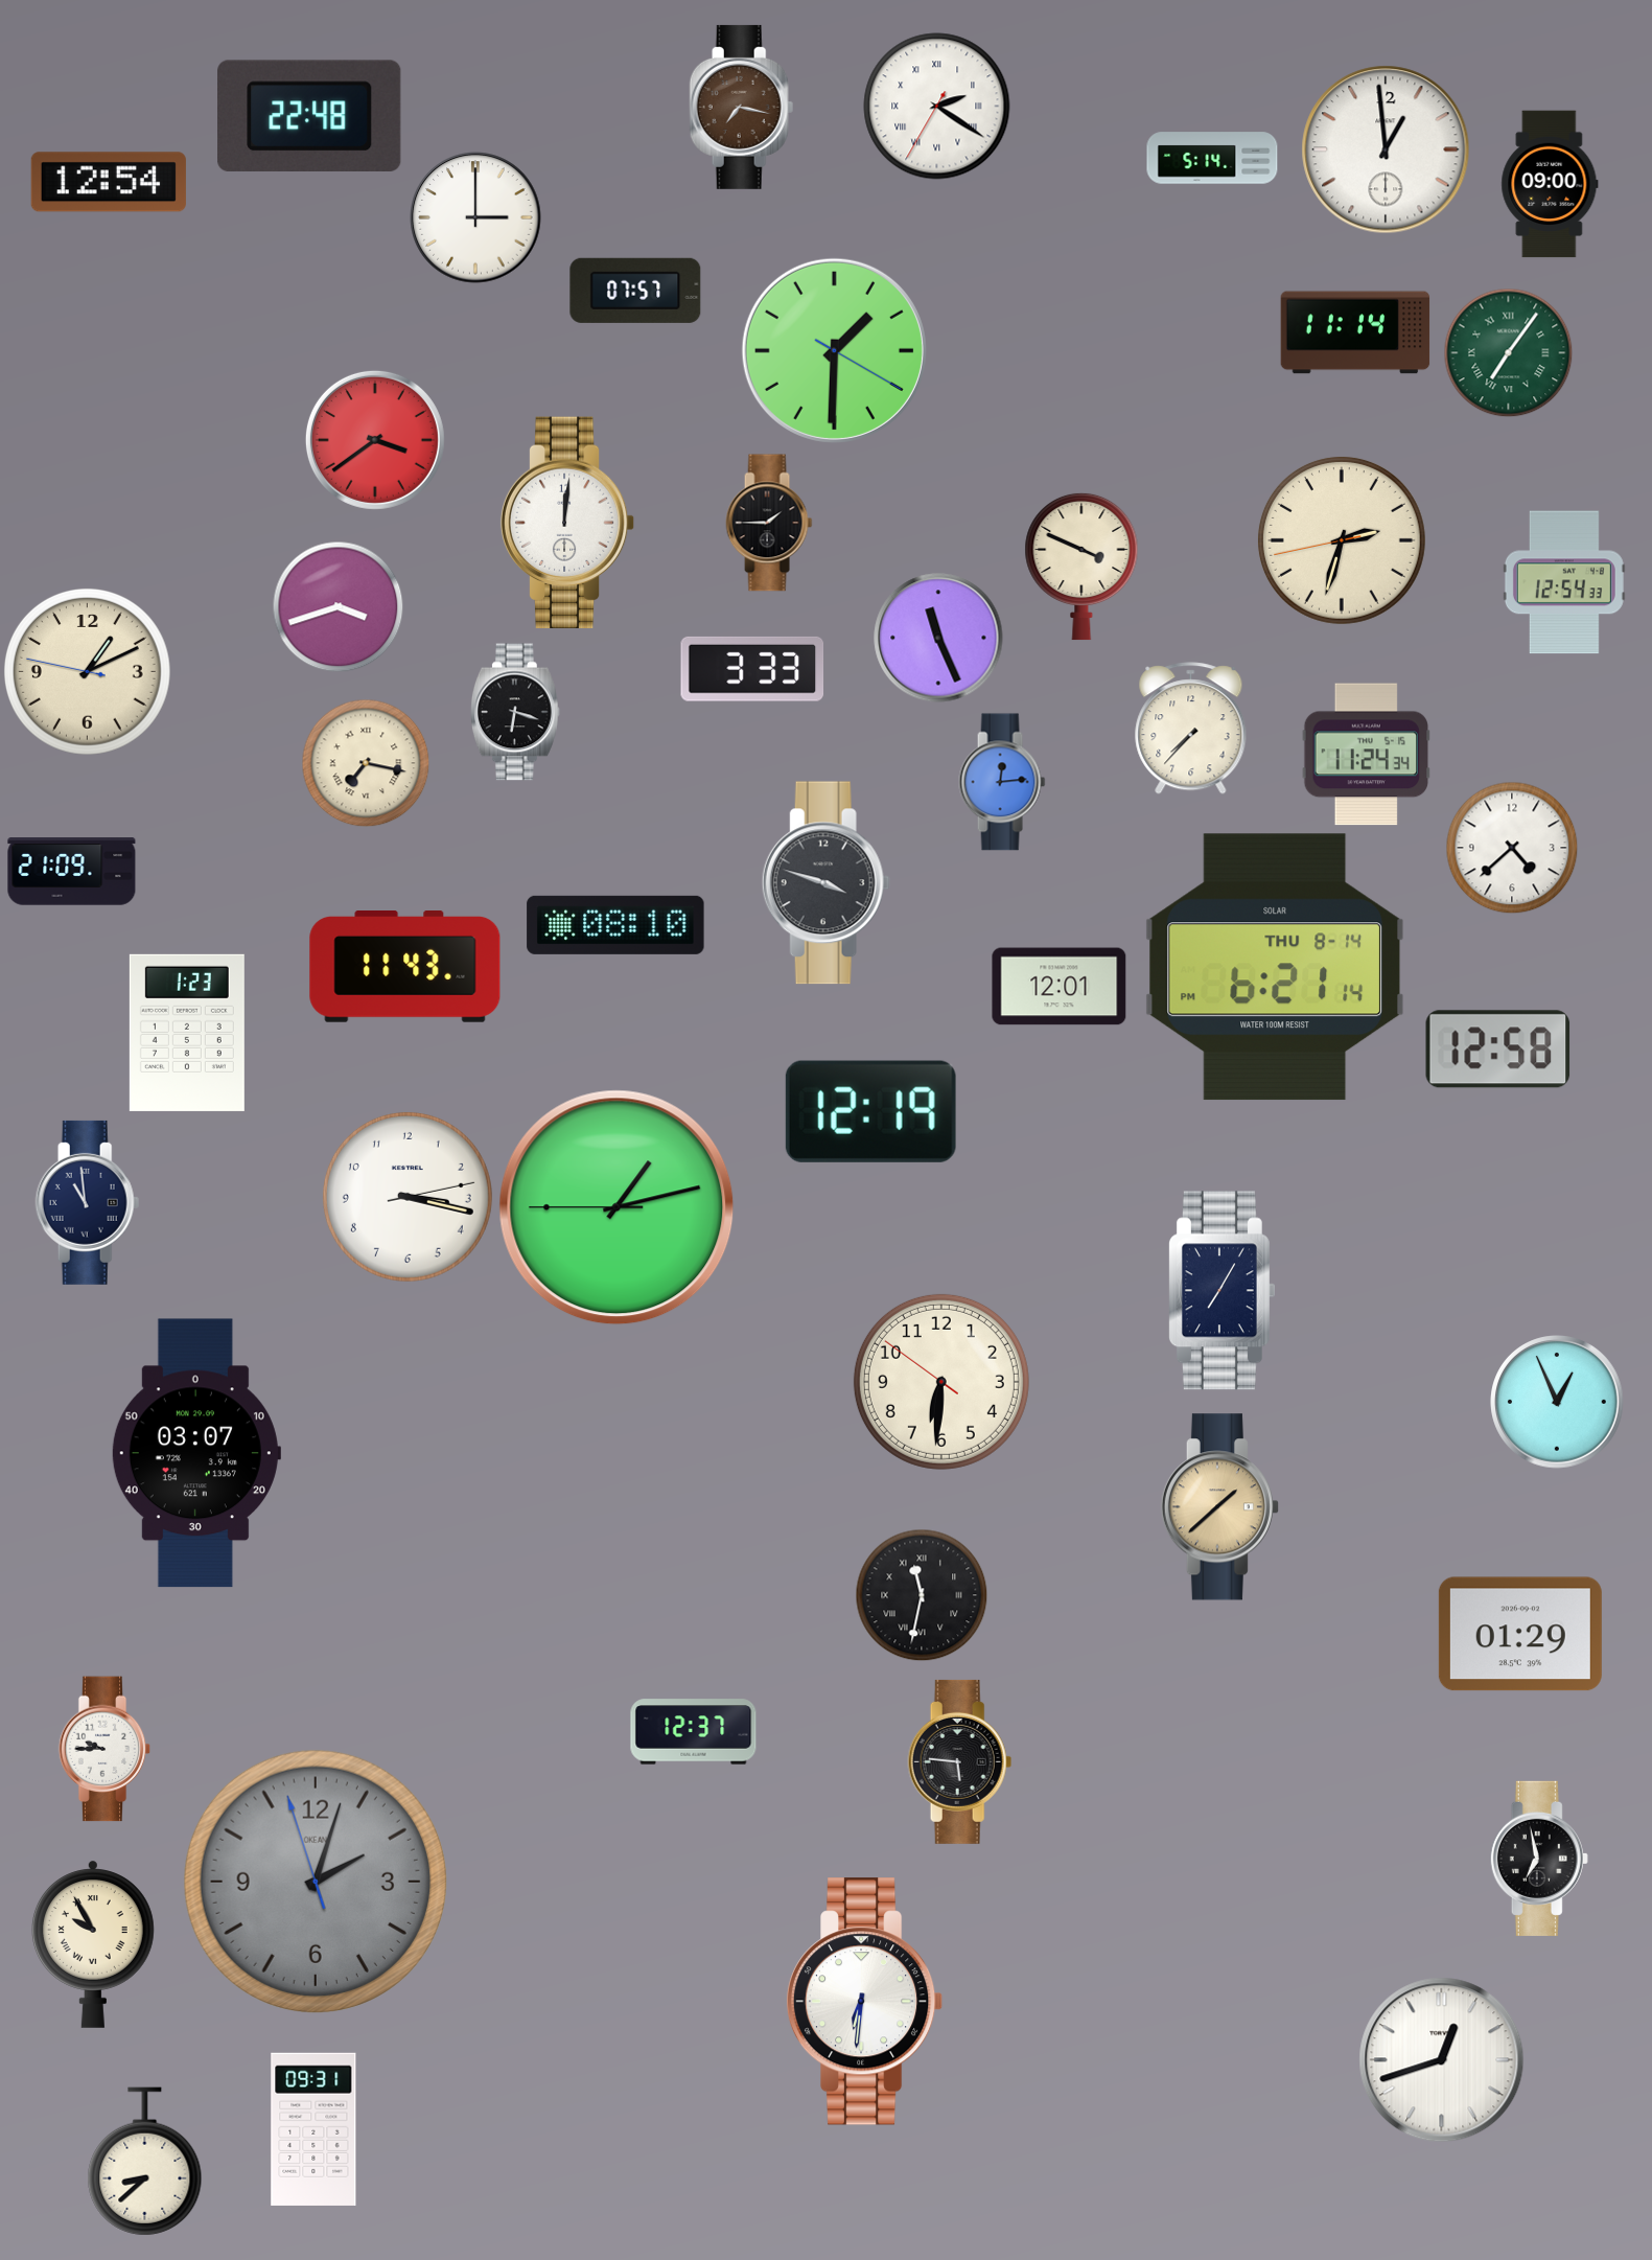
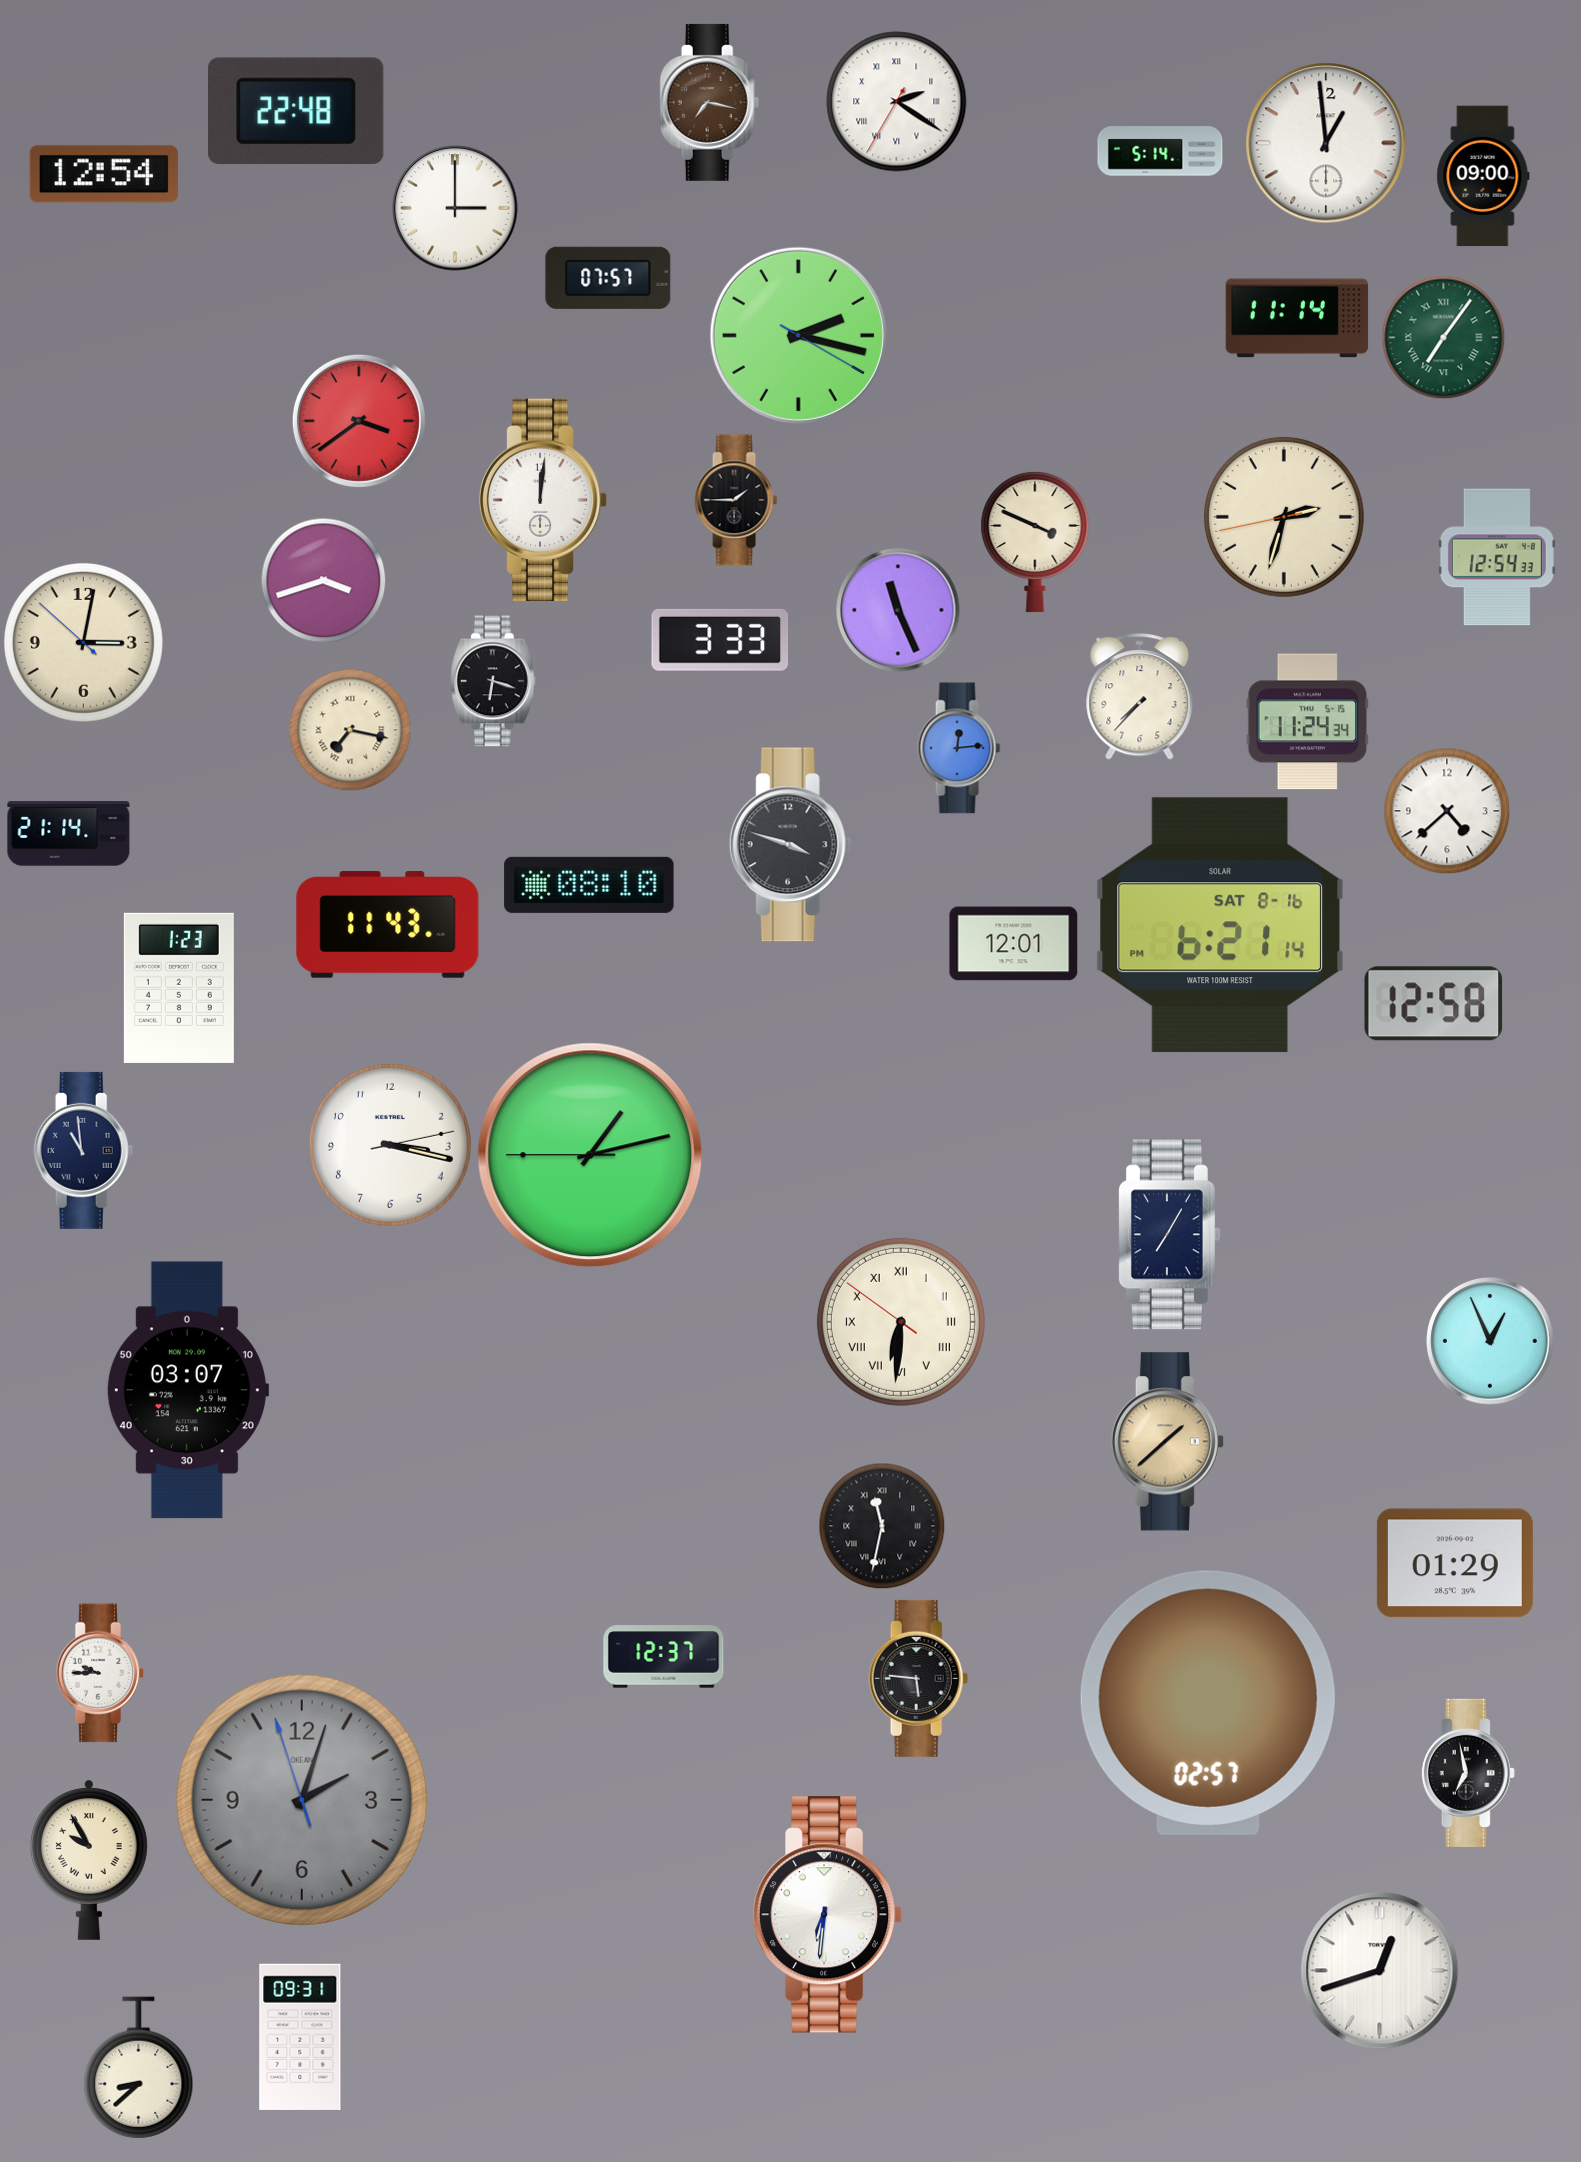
clock at (834, 350): 1:30 -> 2:17
clock at (87, 671): 1:10 -> 3:01
clock at (72, 872): 21:09 -> 21:14
clock at (1274, 967) date: THU 8-14 -> SAT 8-16
clock at (870, 1111): 12:19 -> none
clock at (941, 1382) numerals: Arabic -> Roman
clock at (960, 1761) position: (960, 1761) -> (919, 1678)
clock at (1208, 1703): none -> 02:57
clock at (1539, 1859) position: (1539, 1859) -> (1468, 1773)
